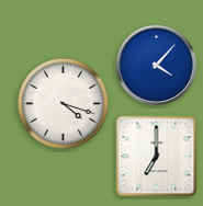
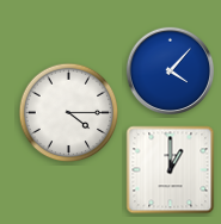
clock at (64, 104): 4:18 -> 4:15
clock at (157, 157): 7:00 -> 1:00
